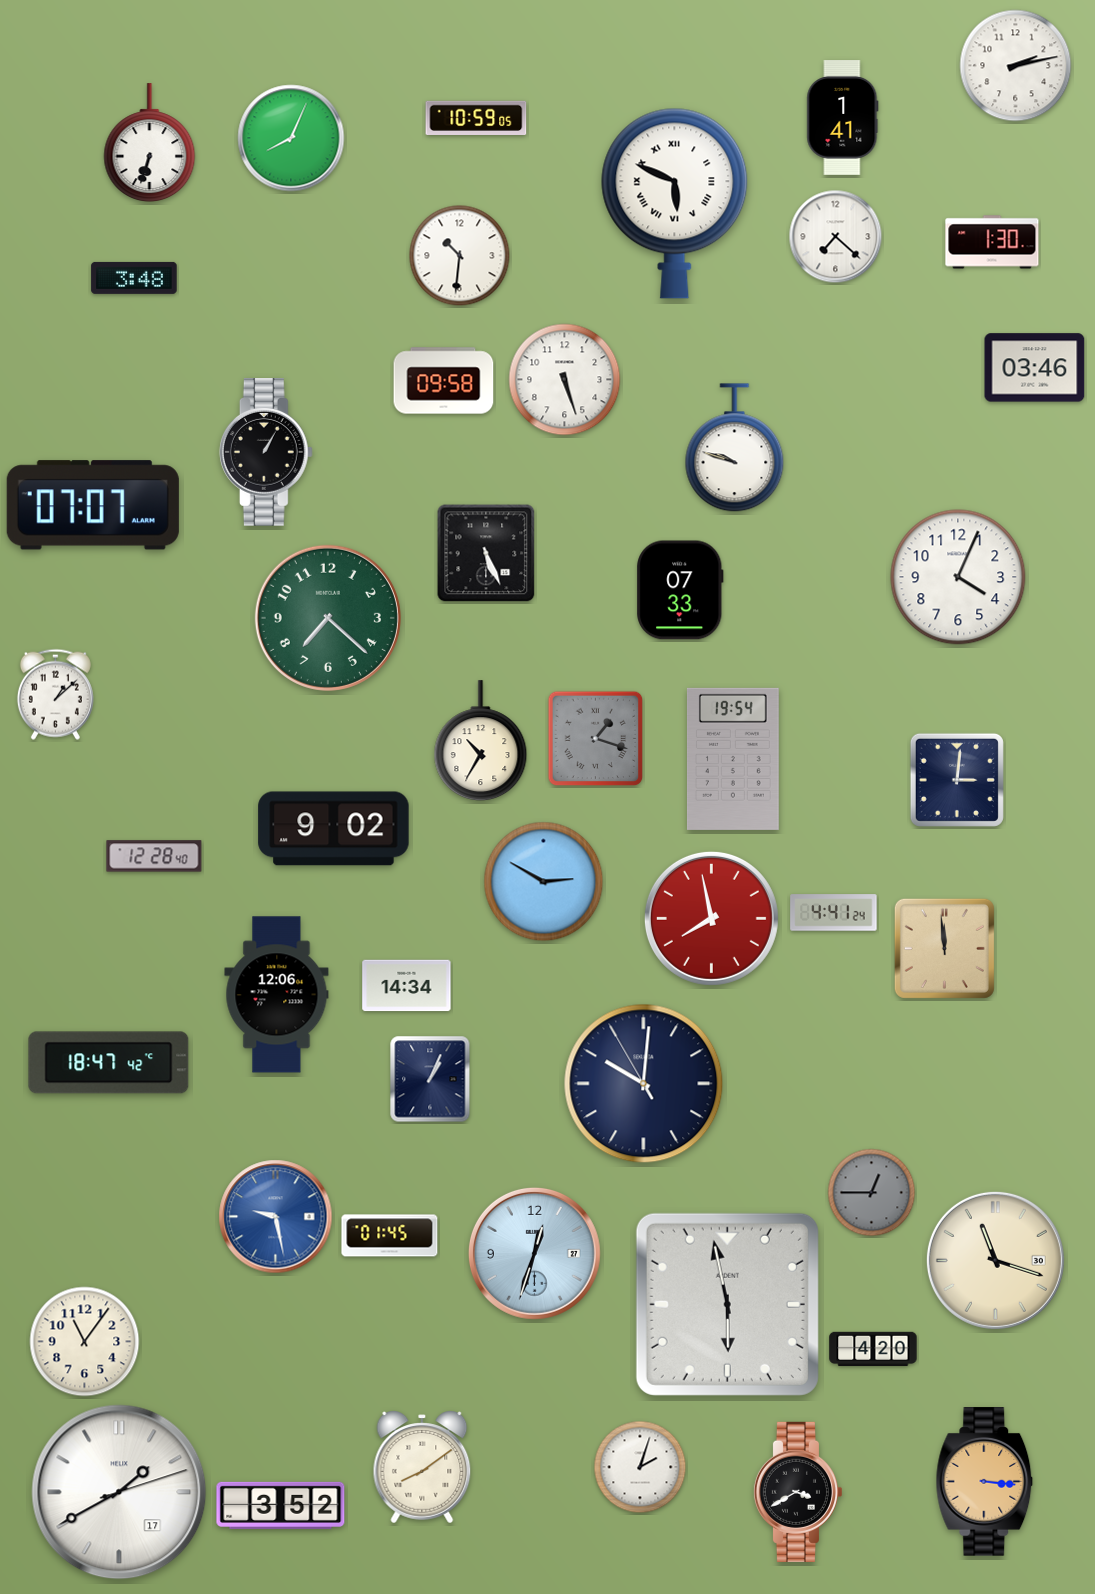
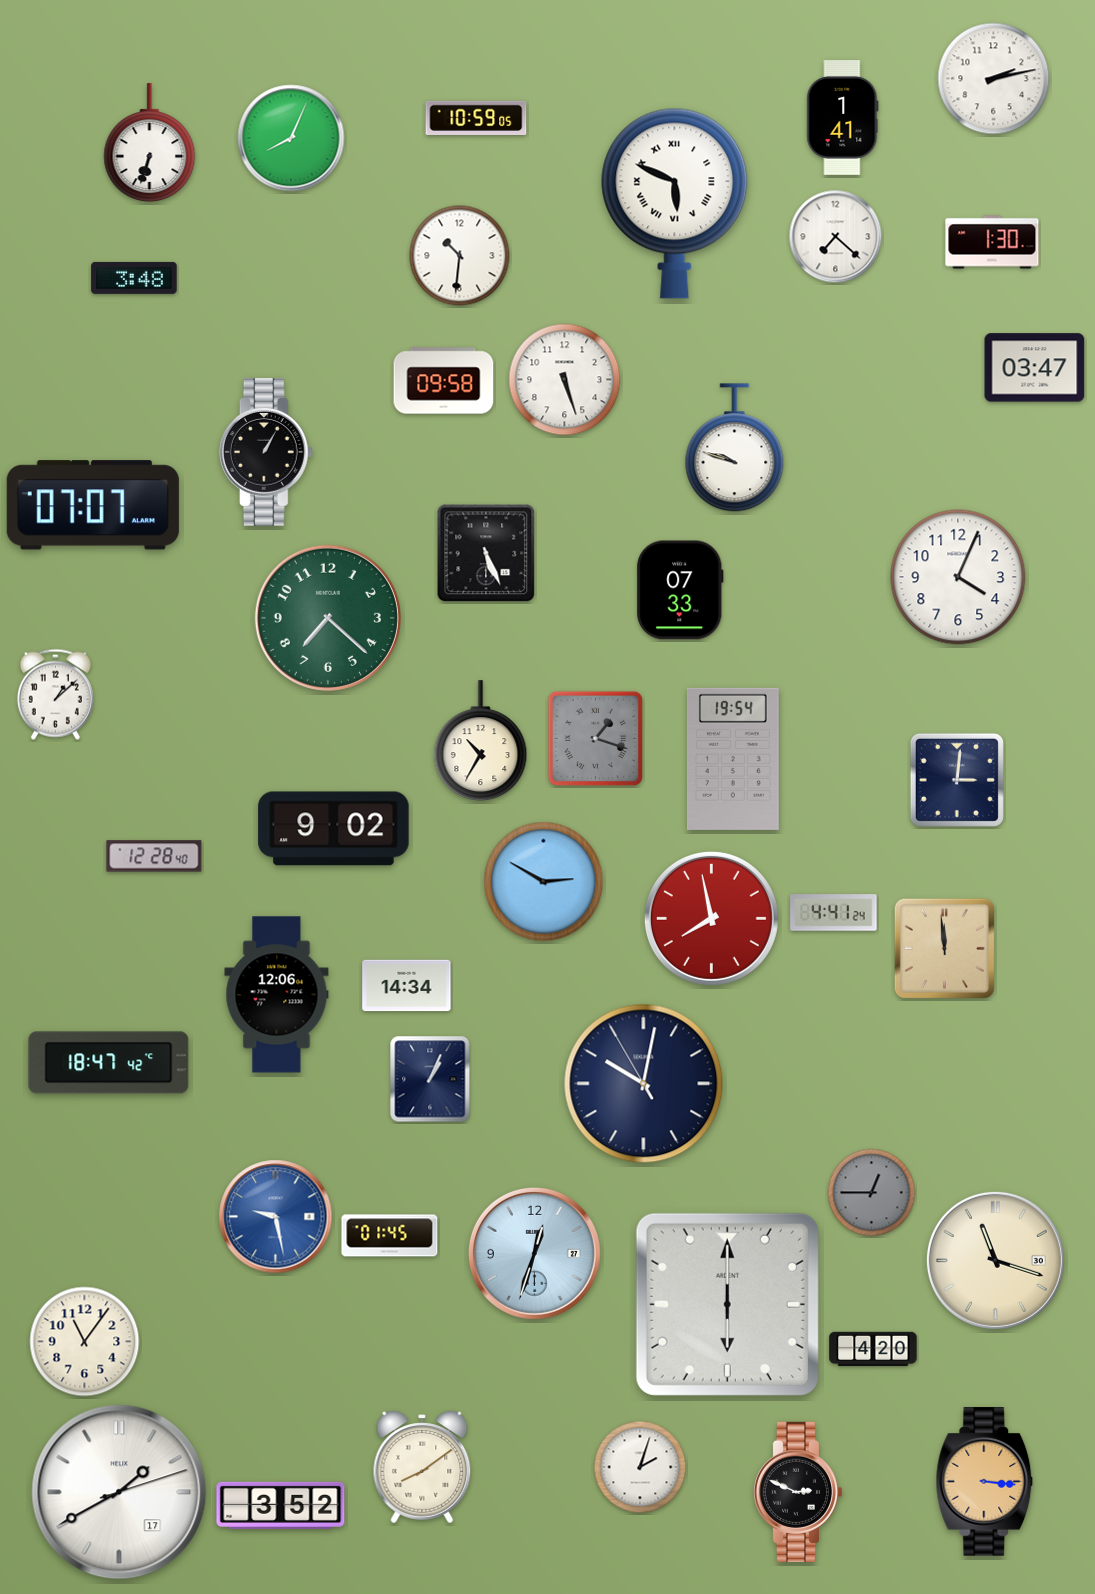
clock at (1016, 66) position: (1016, 66) -> (994, 79)
clock at (1035, 368): 03:46 -> 03:47
clock at (644, 1084): 10:00 -> 10:01
clock at (727, 1304): 5:58 -> 6:00
clock at (797, 1492): 3:40 -> 2:49
